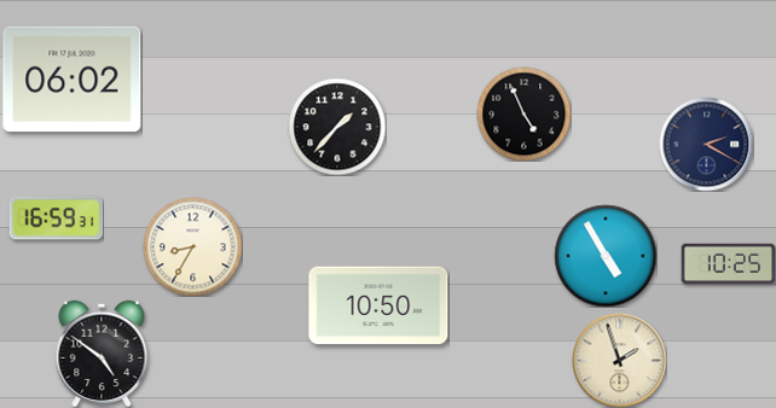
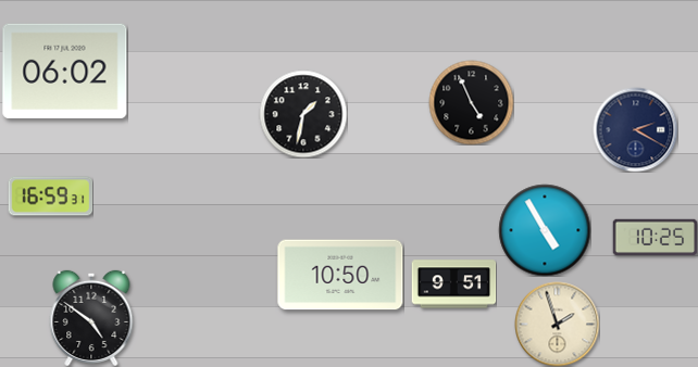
clock at (337, 127): 1:37 -> 1:32
clock at (192, 246): 8:35 -> none
clock at (453, 284): none -> 9:51
